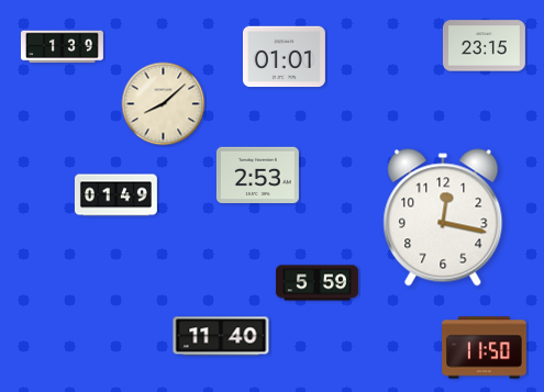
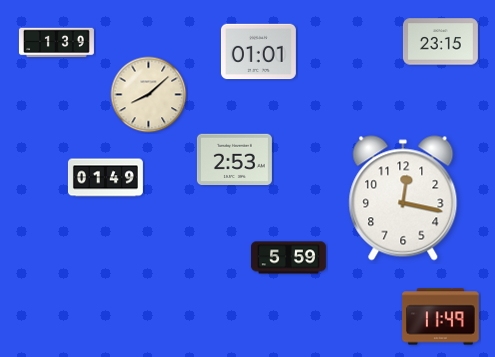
clock at (221, 336): 11:40 -> none
clock at (485, 348): 11:50 -> 11:49
